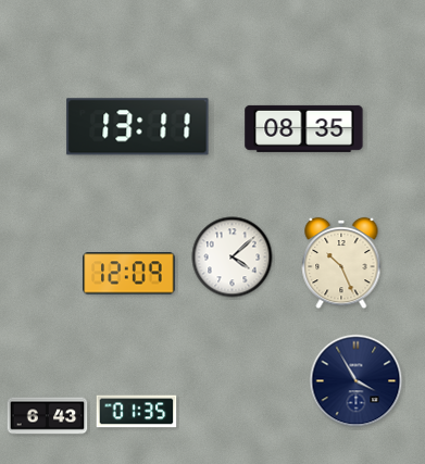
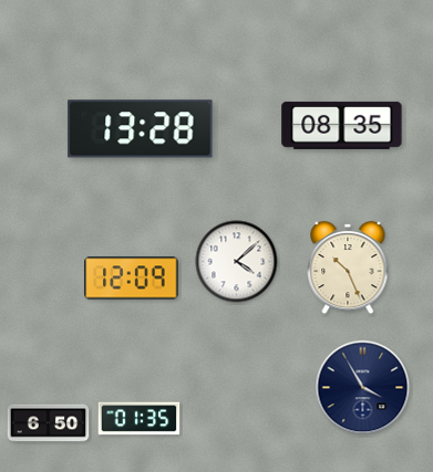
clock at (138, 127): 13:11 -> 13:28
clock at (304, 128) position: (304, 128) -> (342, 125)
clock at (48, 416): 6:43 -> 6:50
